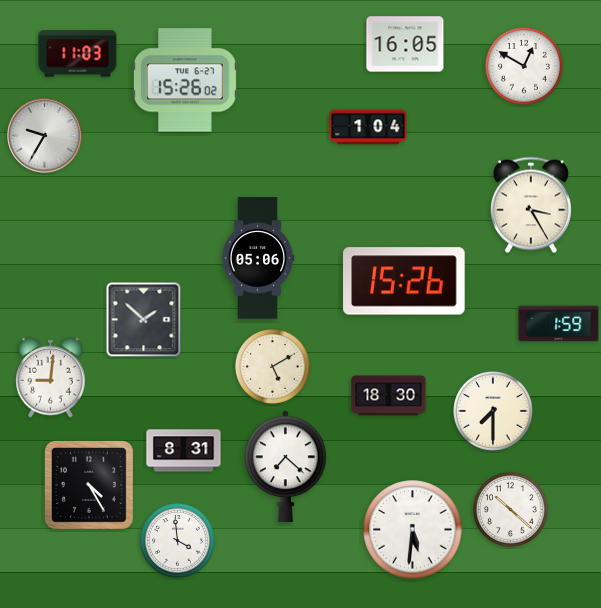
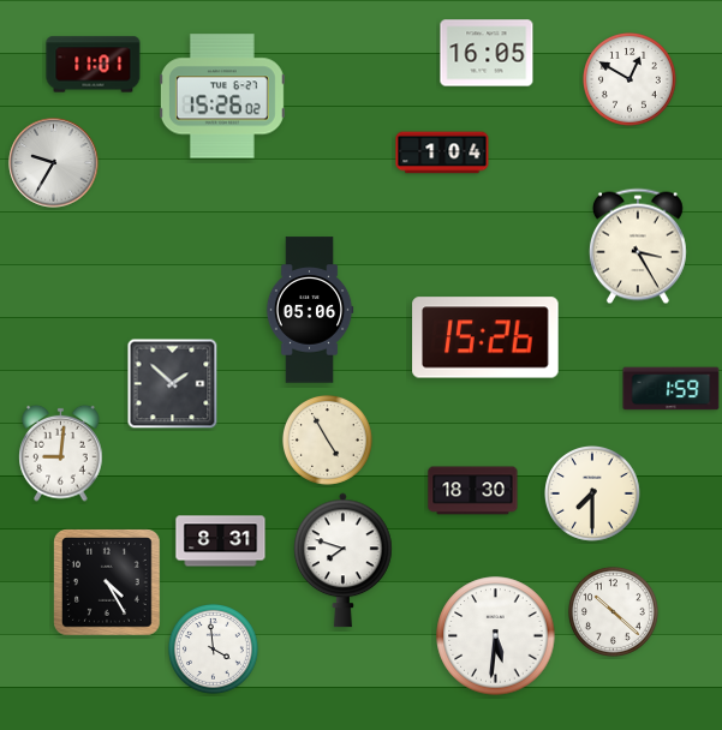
clock at (78, 54): 11:03 -> 11:01
clock at (272, 366): 5:10 -> 4:55
clock at (389, 396) position: (389, 396) -> (473, 491)
clock at (286, 467): 7:22 -> 7:48
